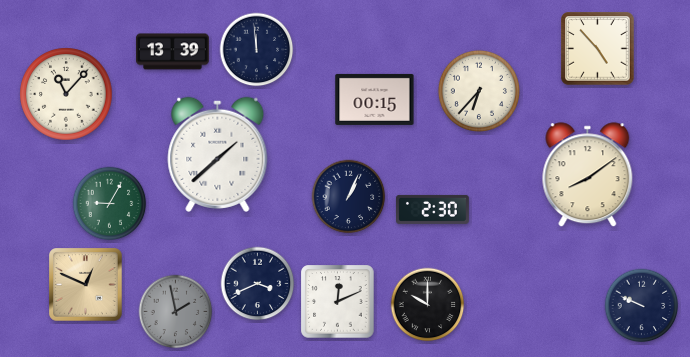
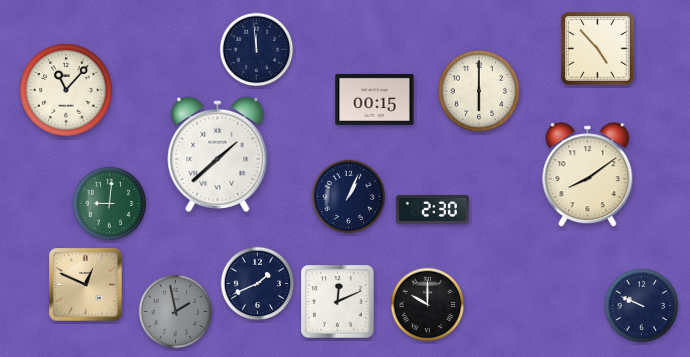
clock at (173, 52): 13:39 -> none
clock at (479, 91): 6:37 -> 6:00
clock at (66, 94) position: (66, 94) -> (66, 90)
clock at (110, 204): 9:05 -> 9:01
clock at (258, 284): 3:41 -> 1:41
